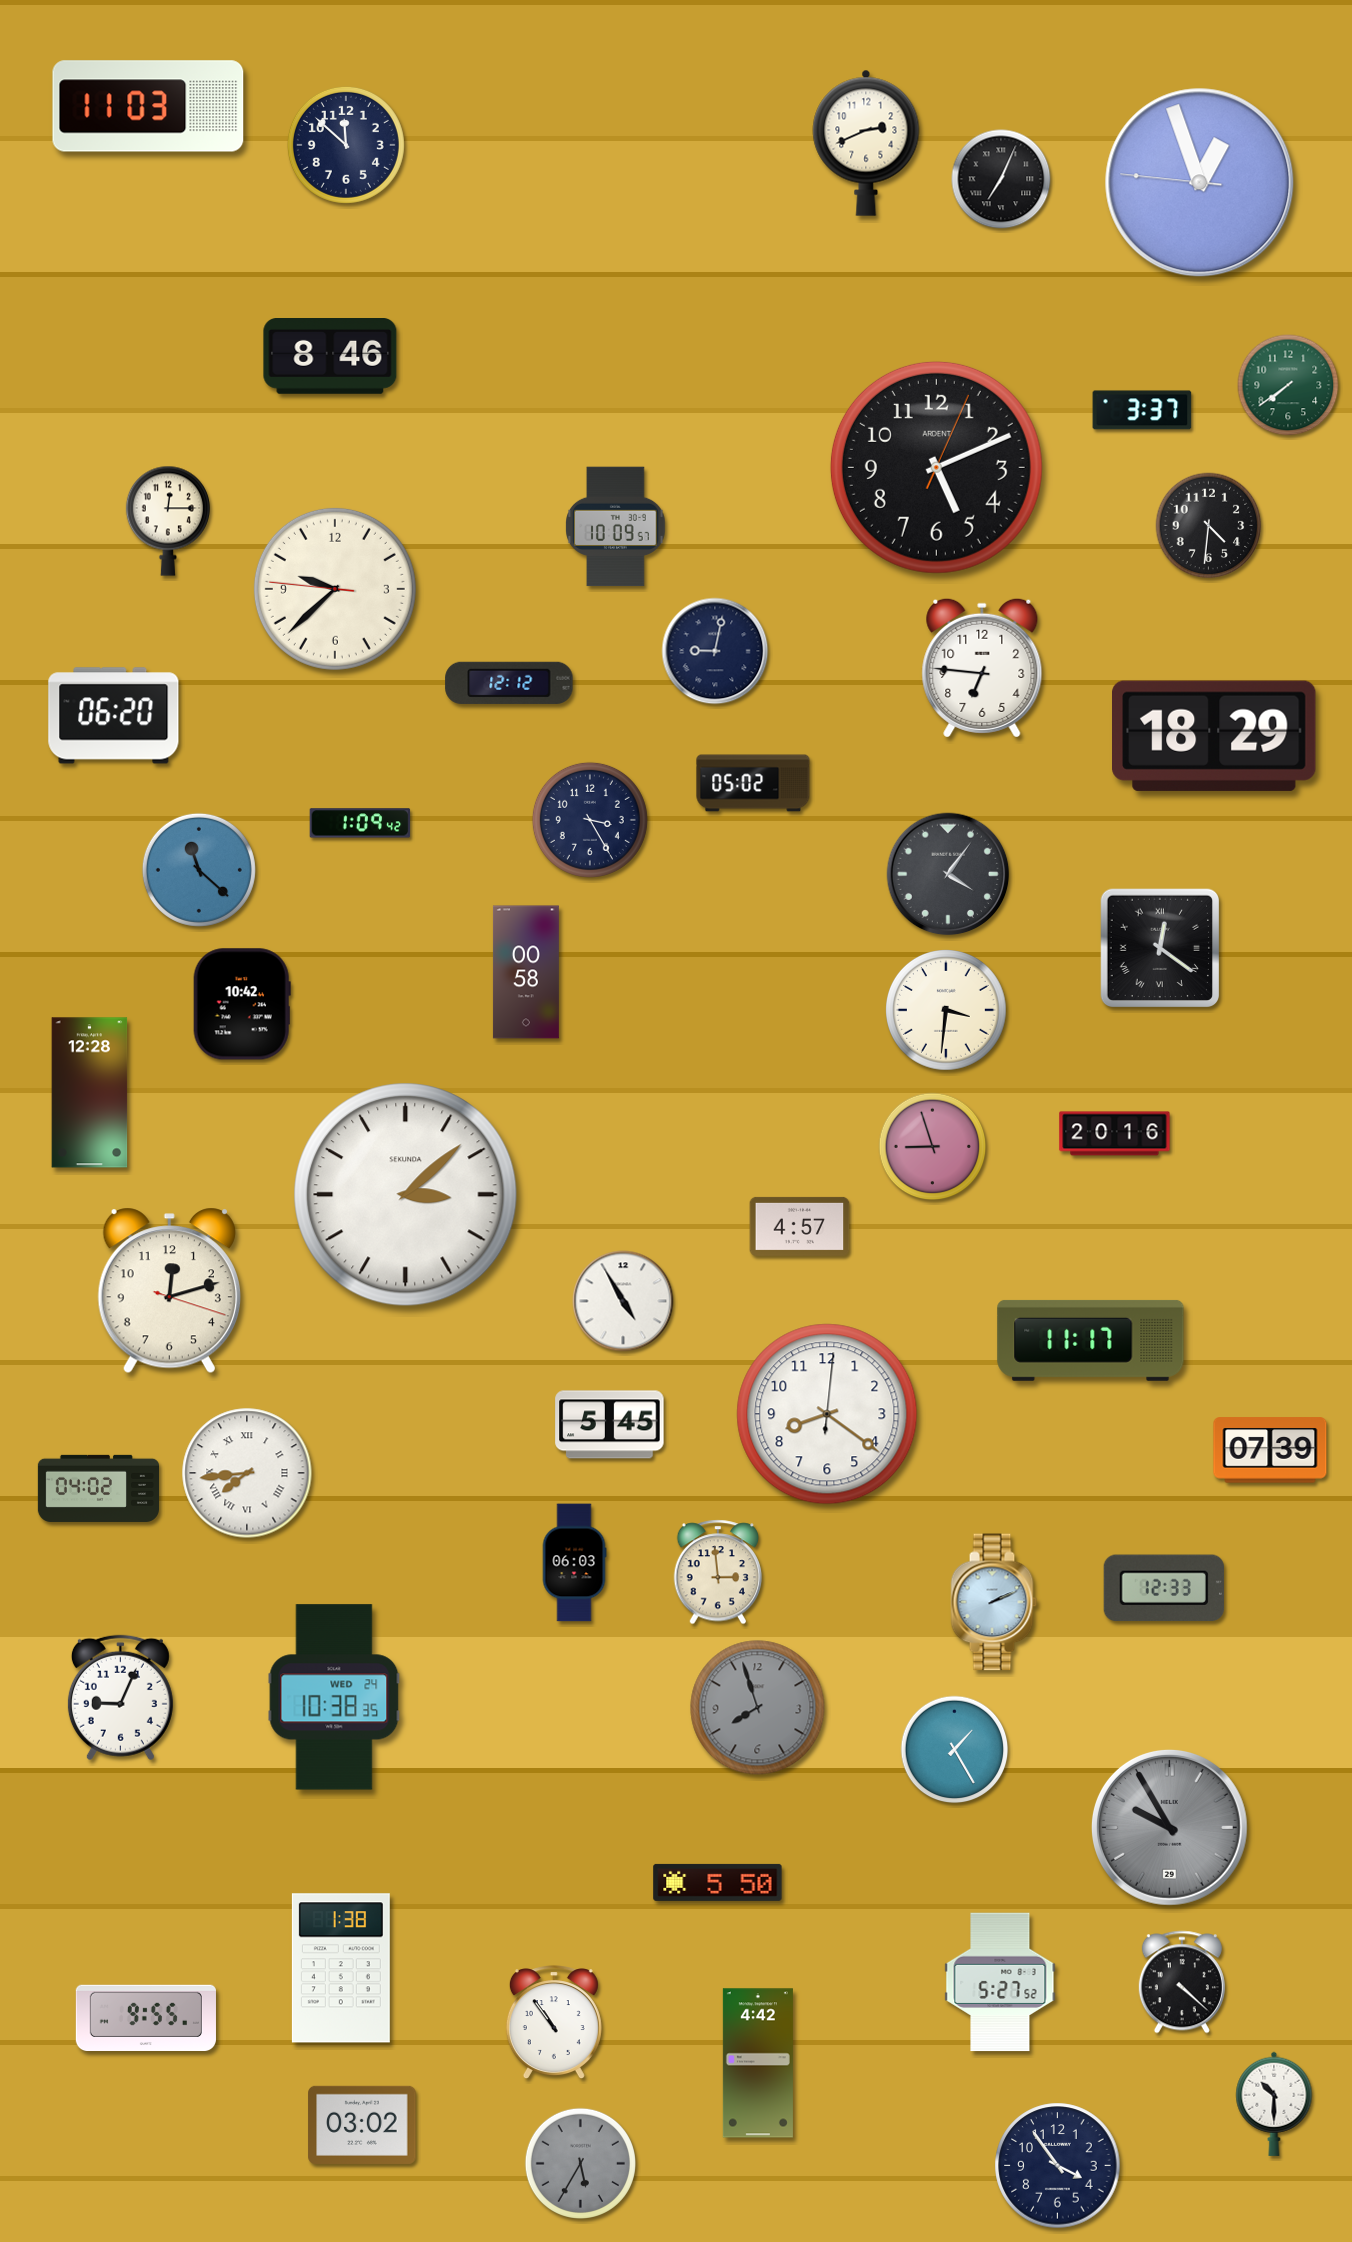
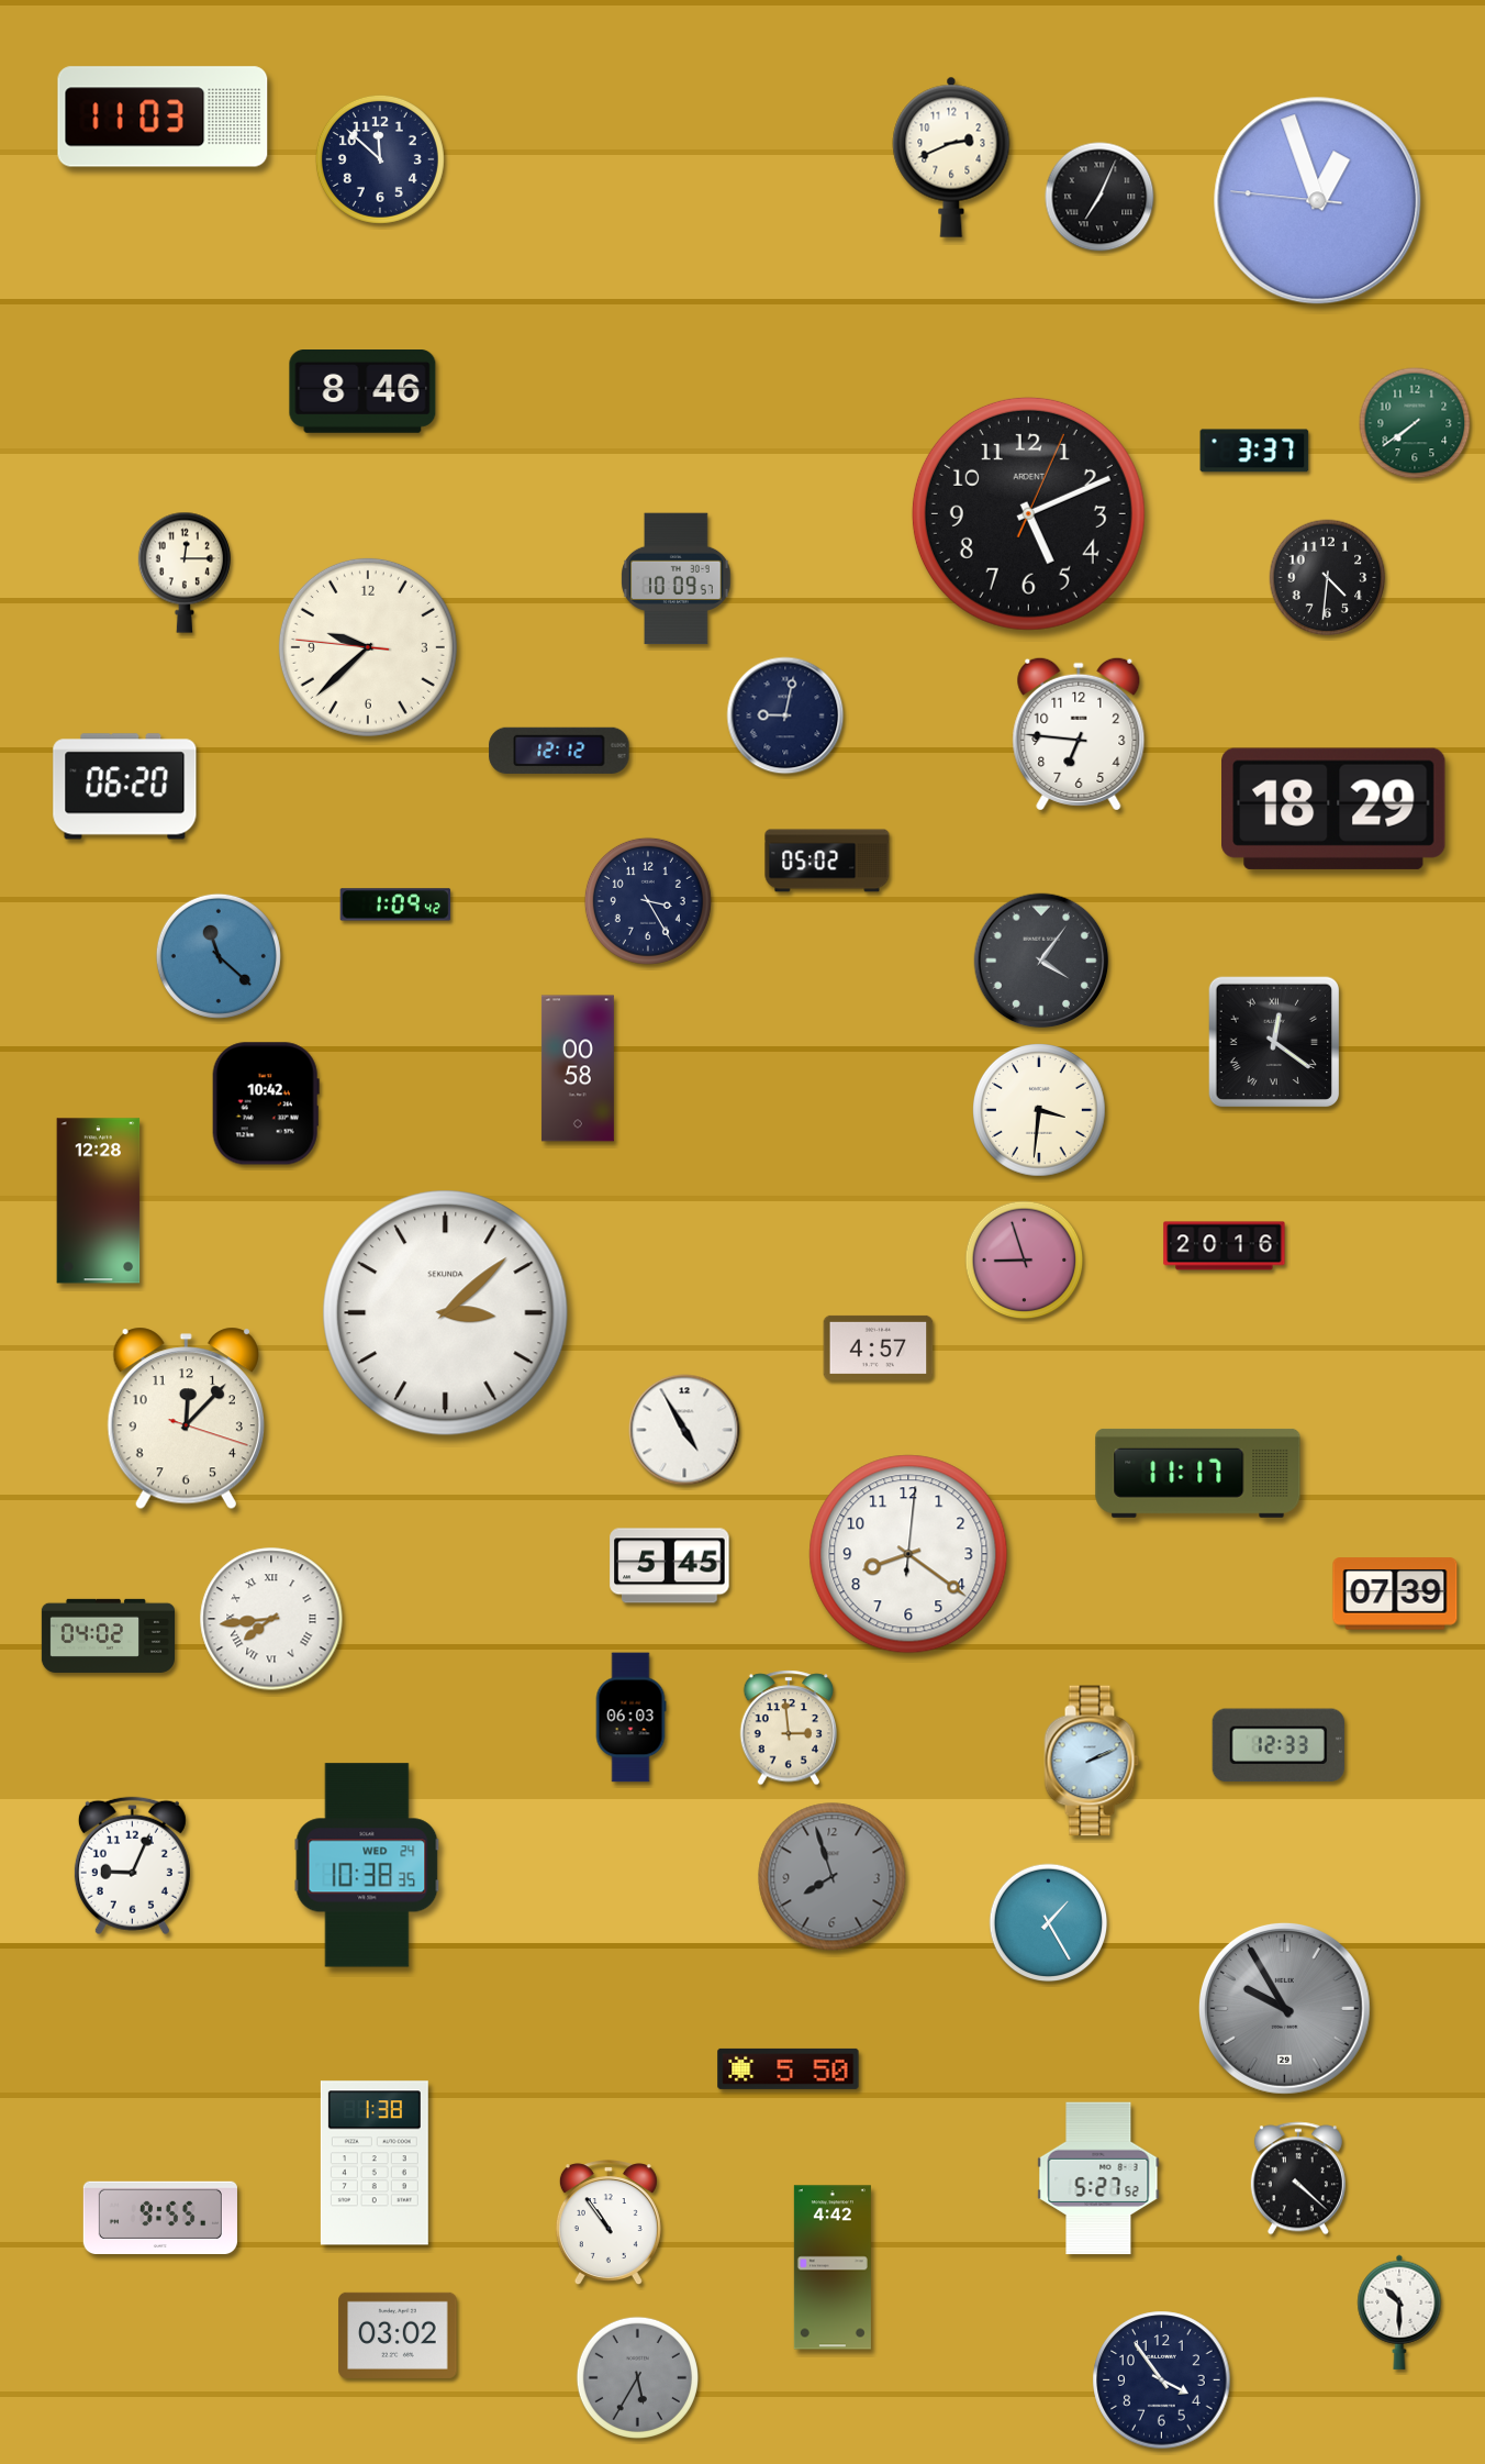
clock at (169, 1291): 12:12 -> 12:07
